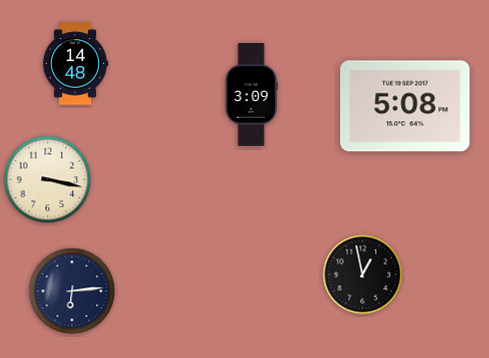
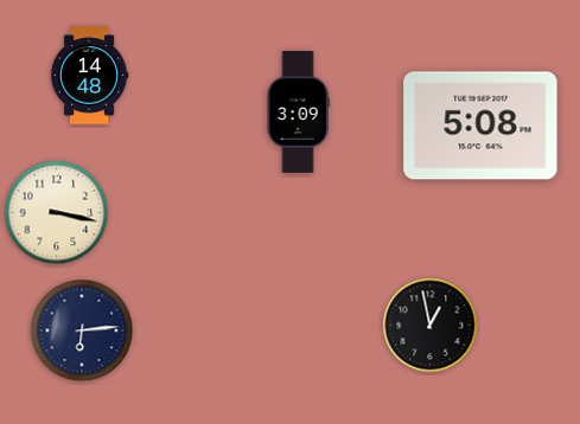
clock at (72, 291) position: (72, 291) -> (82, 330)
